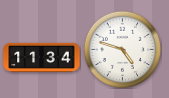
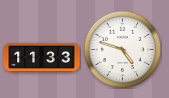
clock at (42, 57): 11:34 -> 11:33
